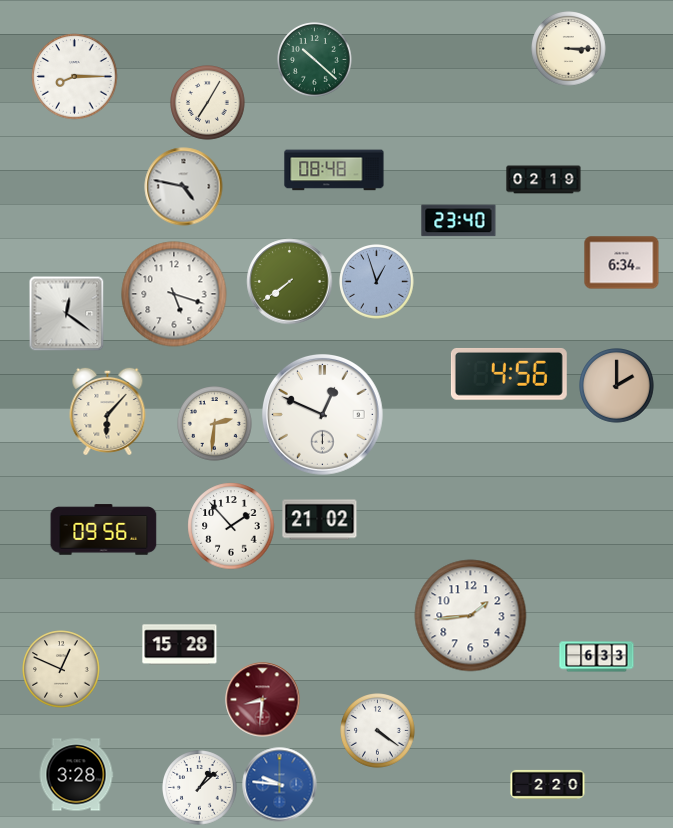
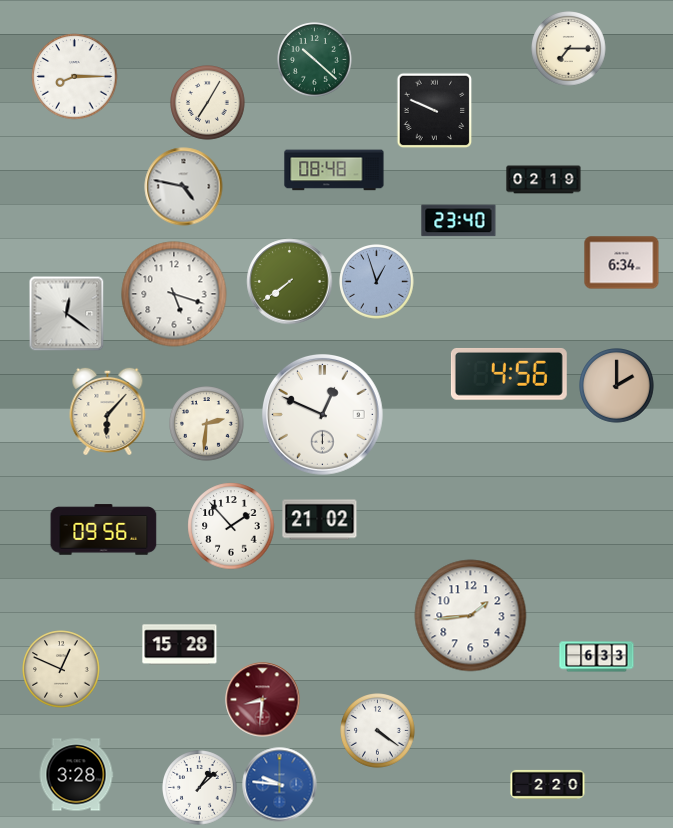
clock at (569, 49): 3:15 -> 7:15
clock at (435, 111): none -> 9:49
clock at (215, 424) position: (215, 424) -> (207, 424)
